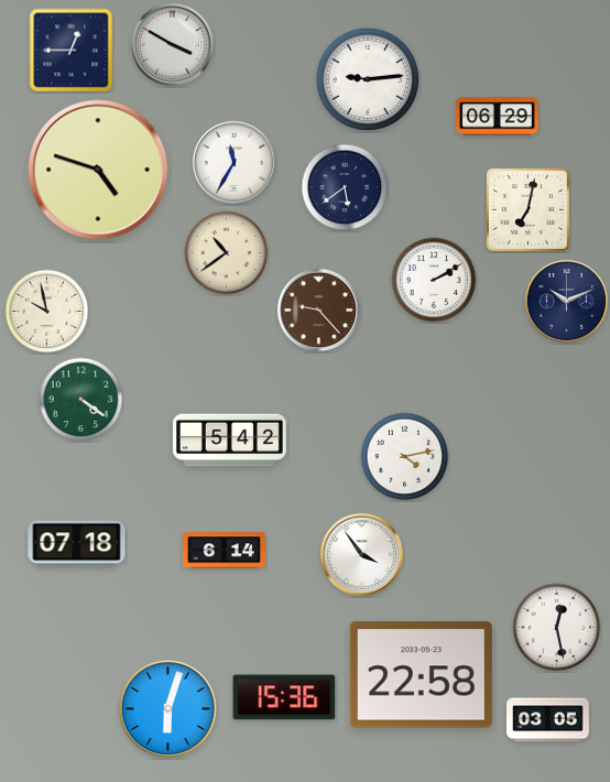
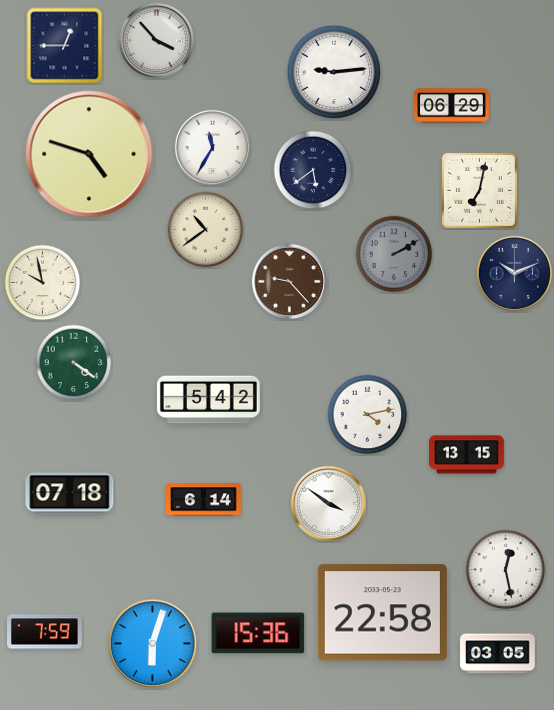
clock at (172, 44): 3:50 -> 3:53
clock at (434, 280) dial: white -> grey
clock at (467, 455): none -> 13:15
clock at (361, 554): 3:54 -> 3:51
clock at (45, 632): none -> 7:59
